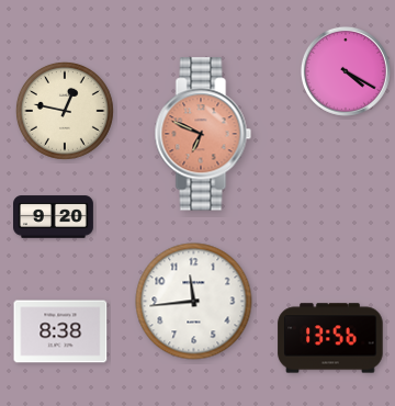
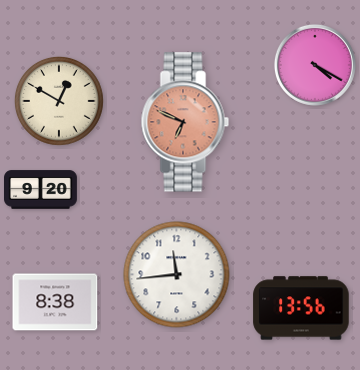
clock at (66, 112): 12:47 -> 12:50
clock at (54, 217) position: (54, 217) -> (41, 190)
